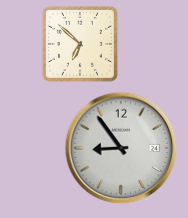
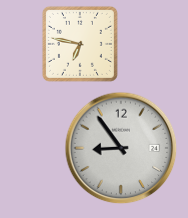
clock at (80, 44): 6:52 -> 6:47
